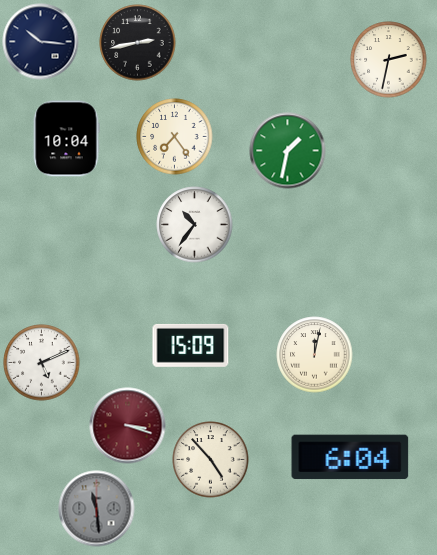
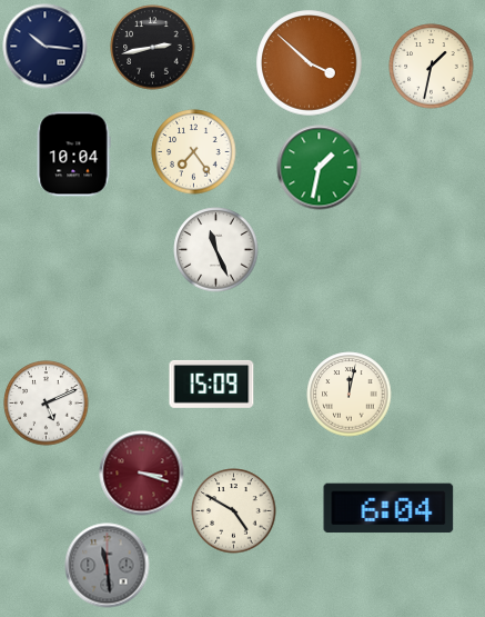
clock at (310, 63): none -> 3:52
clock at (389, 60): 2:32 -> 1:32
clock at (195, 225): 10:36 -> 11:26
clock at (211, 460): 4:53 -> 4:50
